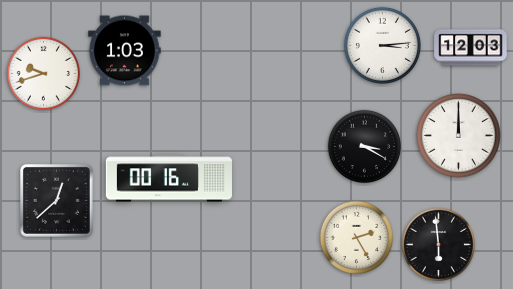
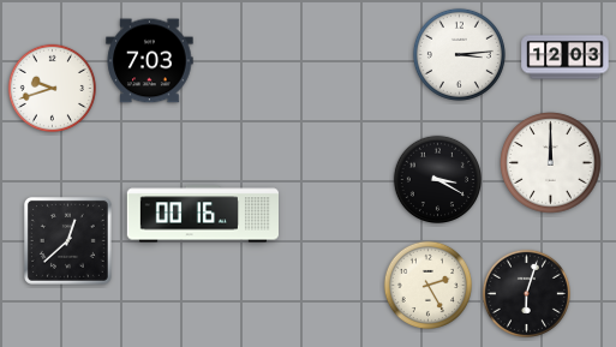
clock at (125, 51): 1:03 -> 7:03
clock at (364, 146) position: (364, 146) -> (437, 179)
clock at (438, 244): 5:59 -> 6:03
